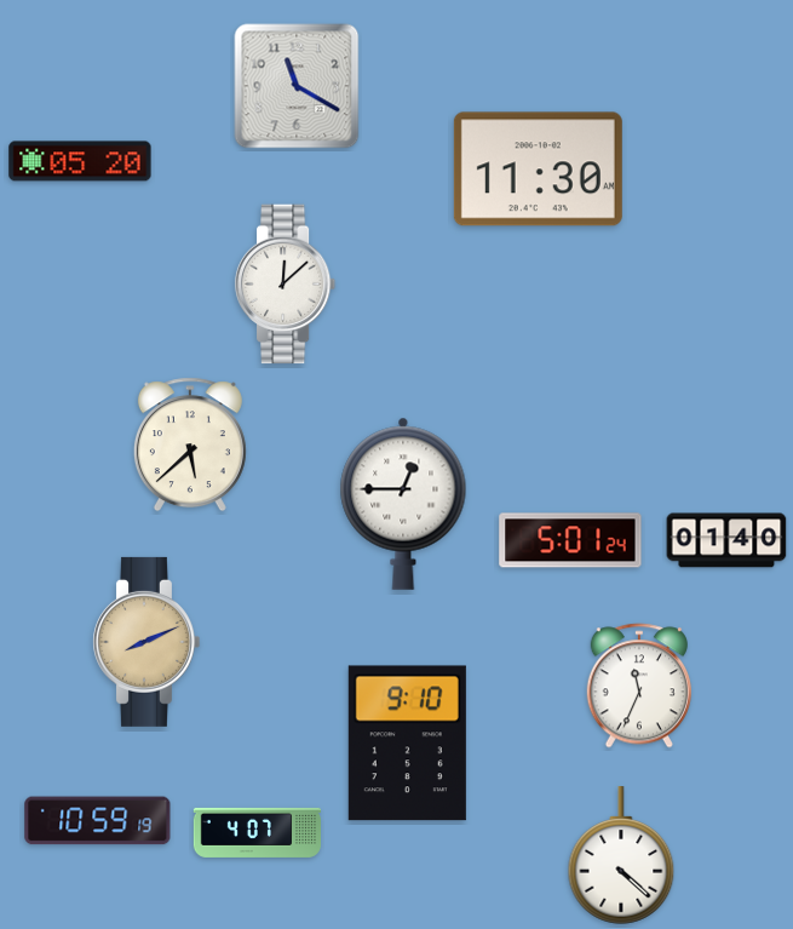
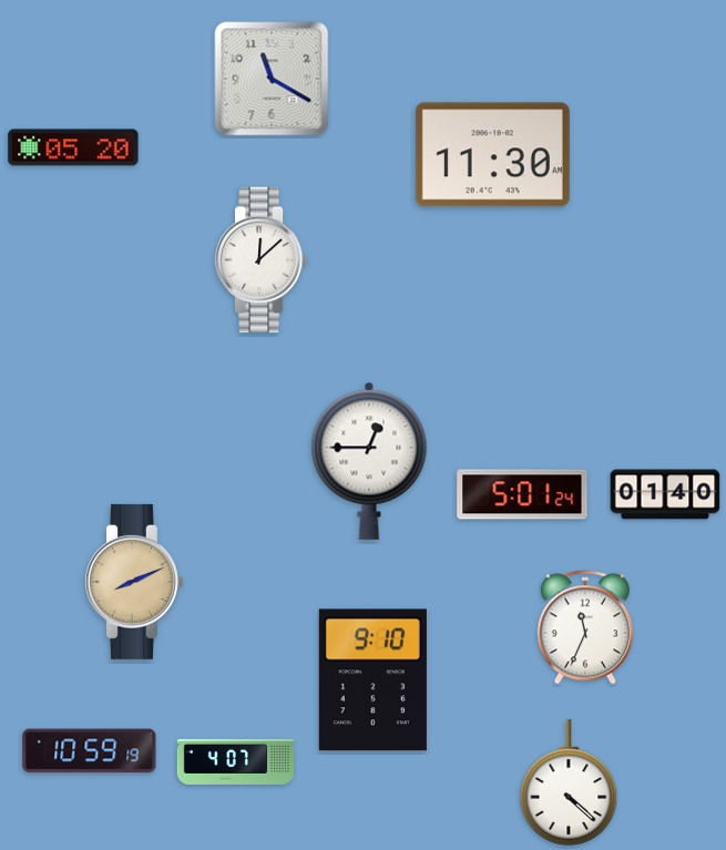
clock at (190, 445): 5:38 -> none
clock at (146, 642) position: (146, 642) -> (134, 582)
